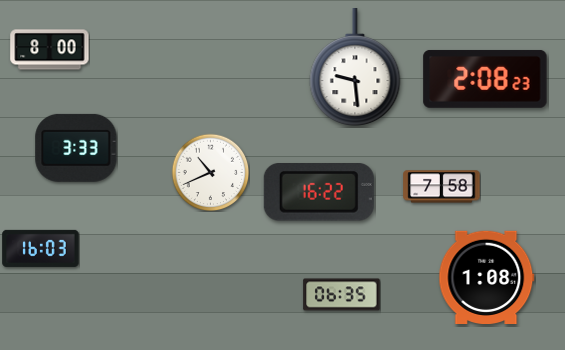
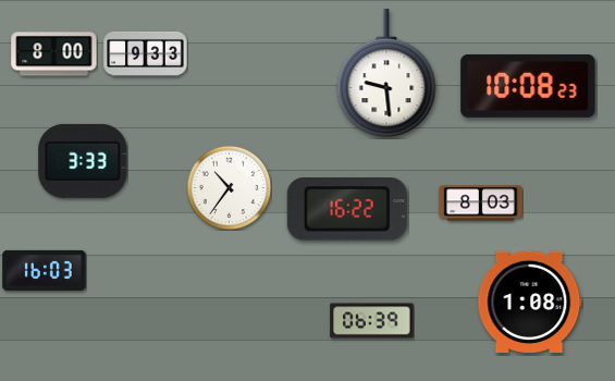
clock at (146, 53): none -> 9:33
clock at (485, 79): 2:08 -> 10:08
clock at (210, 172): 10:41 -> 10:36
clock at (442, 187): 7:58 -> 8:03
clock at (342, 295): 06:35 -> 06:39
